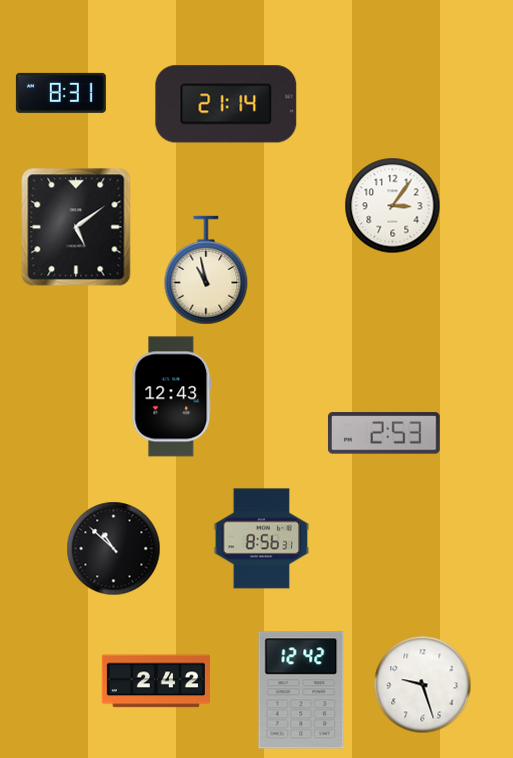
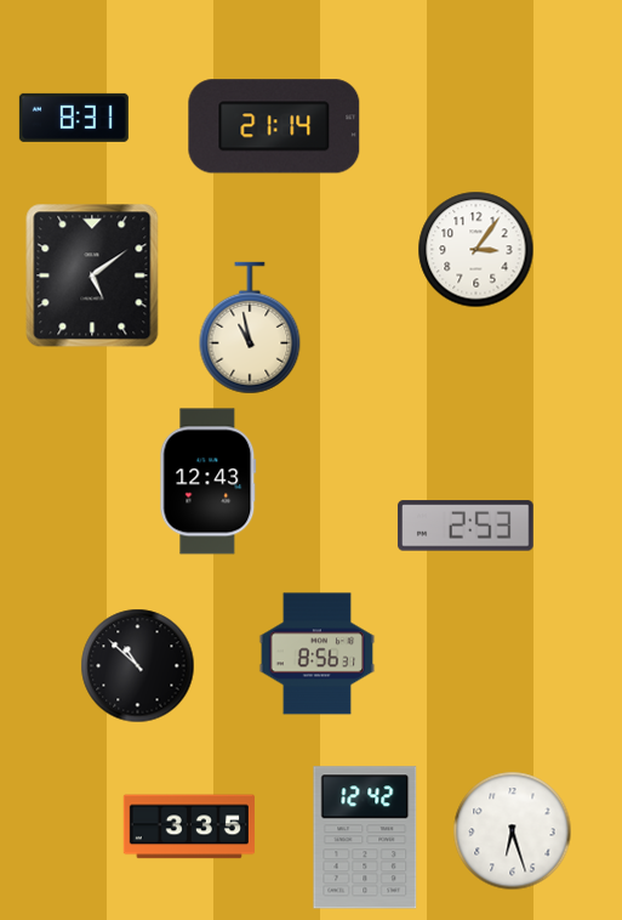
clock at (61, 93) position: (61, 93) -> (74, 118)
clock at (156, 681): 2:42 -> 3:35
clock at (423, 685): 9:27 -> 6:27
